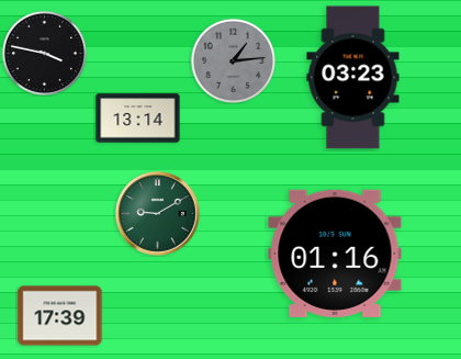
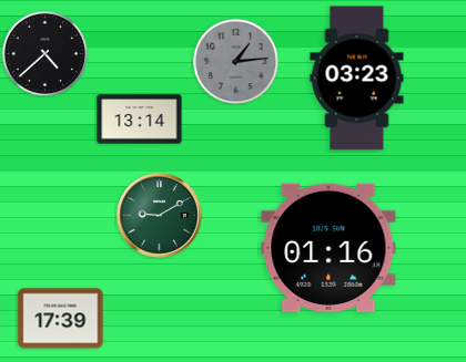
clock at (44, 53): 3:47 -> 4:38
clock at (335, 254) position: (335, 254) -> (328, 248)
